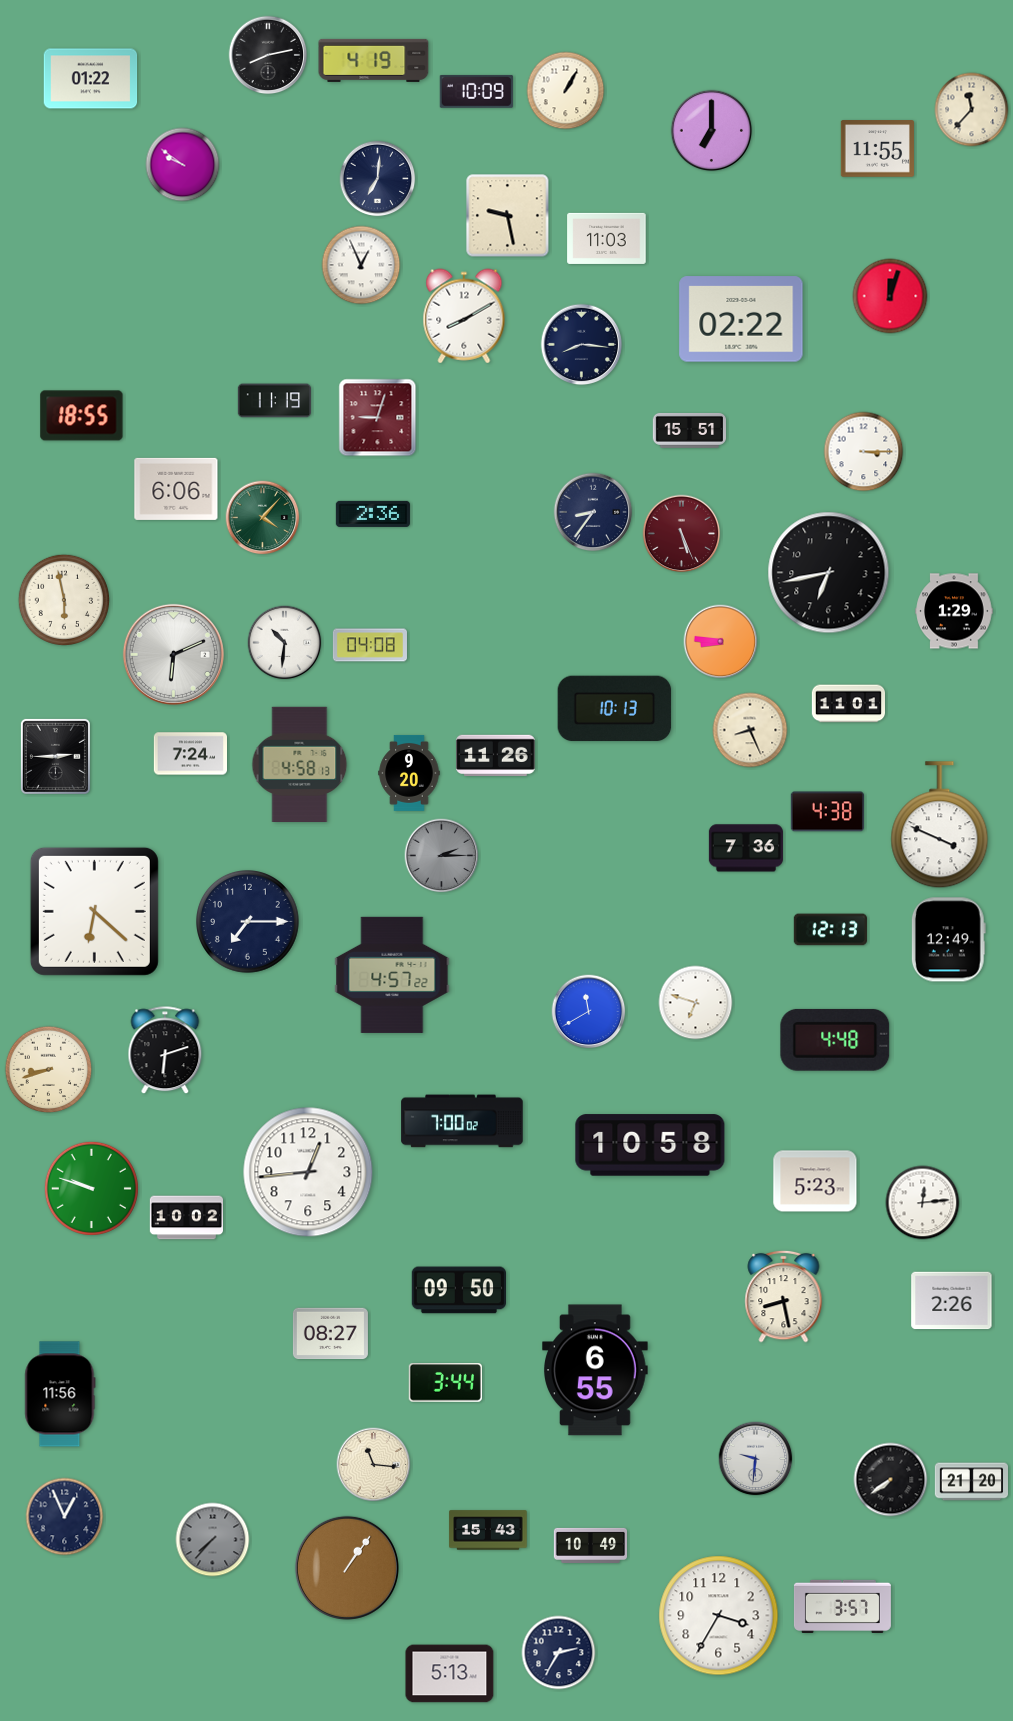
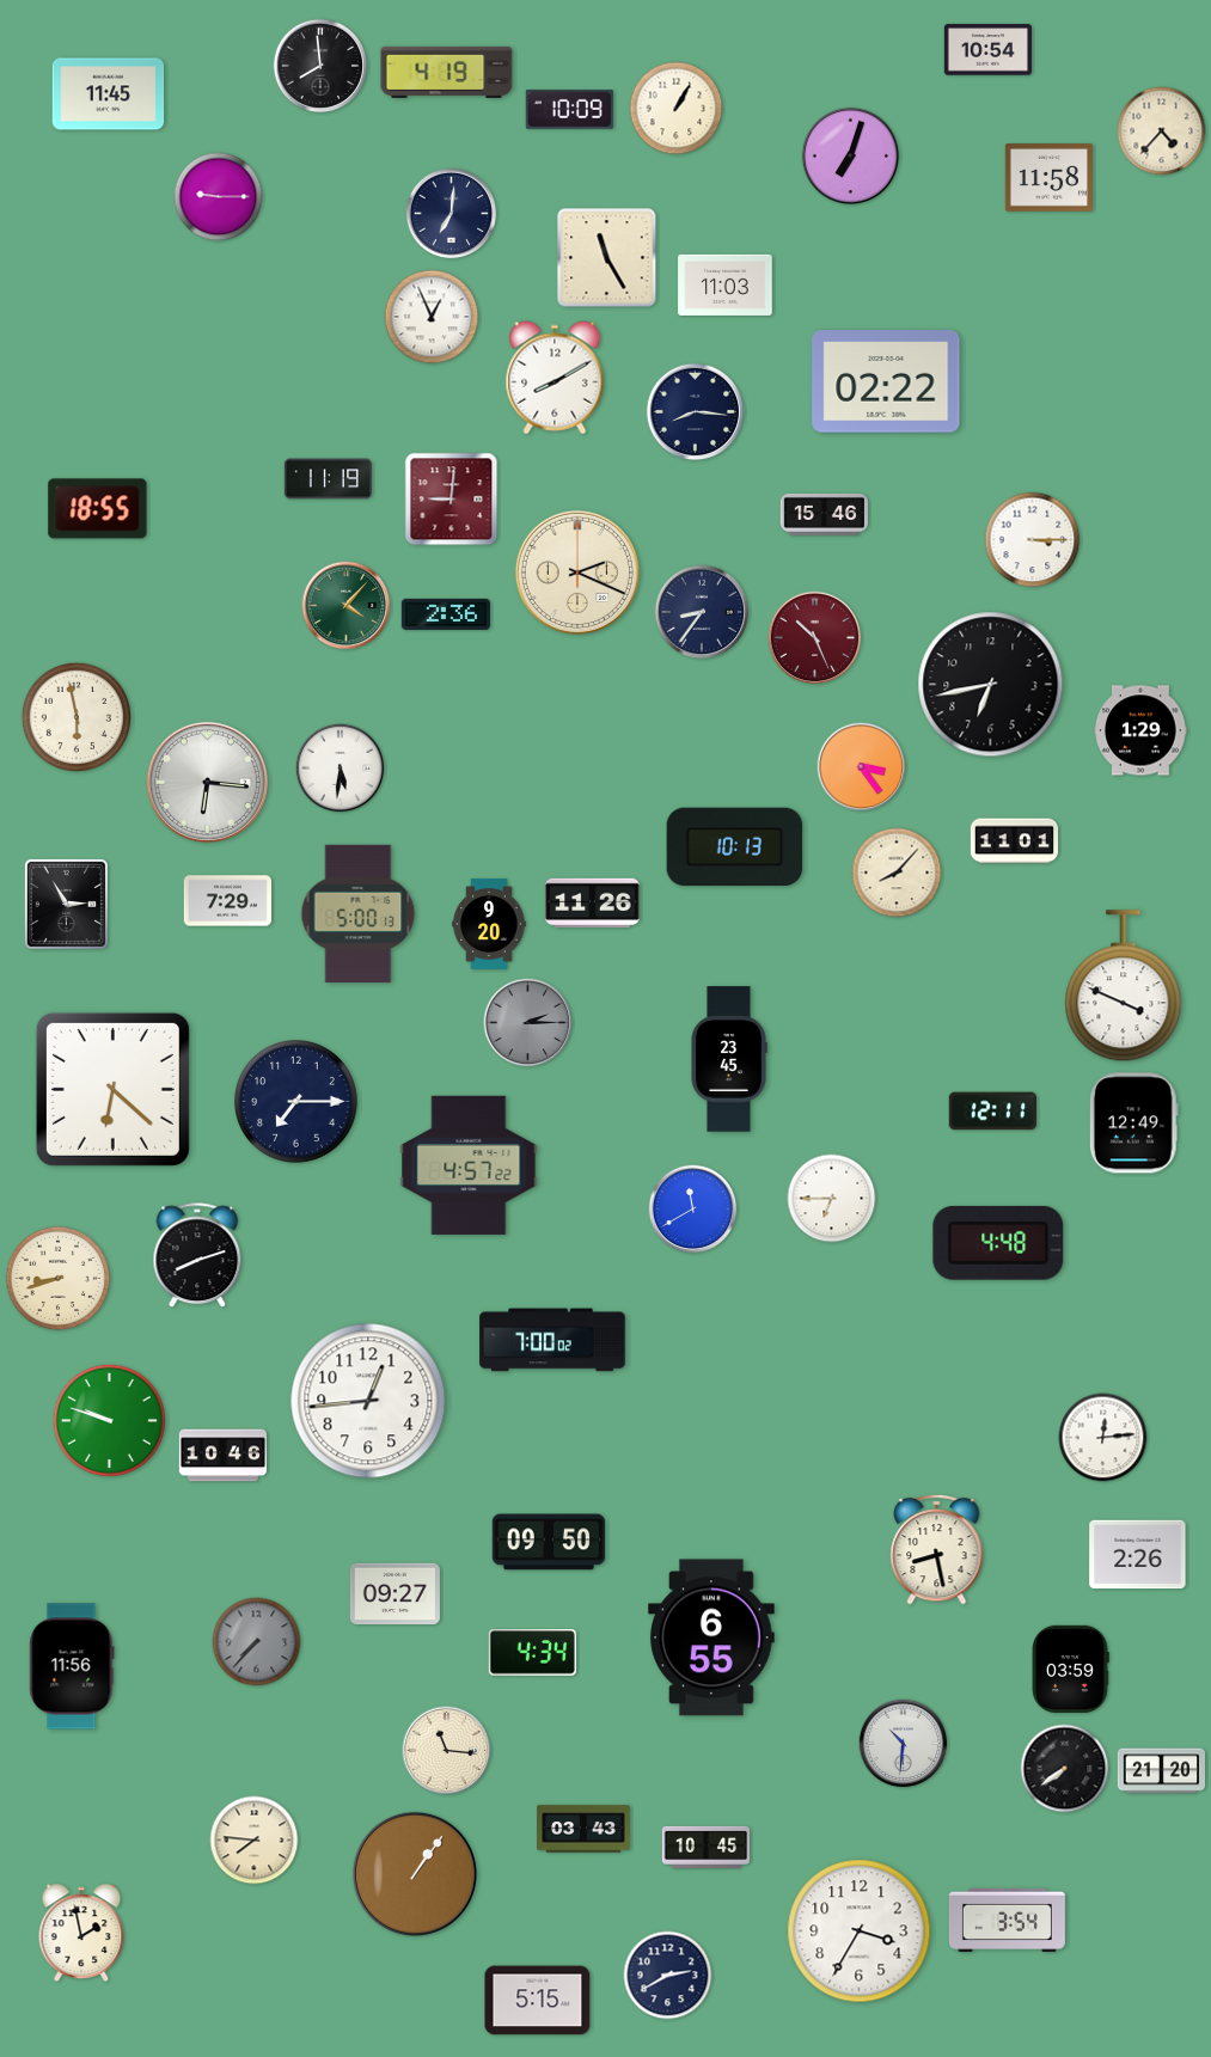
clock at (987, 50): none -> 10:54
clock at (268, 55): 8:13 -> 7:59
clock at (91, 79): 01:22 -> 11:45
clock at (972, 110): 11:37 -> 4:37
clock at (712, 131): 7:00 -> 7:03
clock at (877, 149): 11:55 -> 11:58
clock at (183, 165): 9:51 -> 9:15
clock at (508, 216): 9:28 -> 11:25
clock at (890, 296): 12:03 -> none
clock at (82, 416) position: (82, 416) -> (98, 509)
clock at (378, 418): 9:03 -> 9:01
clock at (689, 430): 15:51 -> 15:46
clock at (577, 573): none -> 2:19
clock at (176, 489): 6:06 -> none
clock at (593, 512) position: (593, 512) -> (702, 612)
clock at (263, 518) position: (263, 518) -> (347, 606)
clock at (682, 534): 5:26 -> 10:26
clock at (721, 642): 8:46 -> 3:24
clock at (285, 643): 10:31 -> 5:31
clock at (370, 645): 04:08 -> none
clock at (173, 654): 6:11 -> 6:16
clock at (750, 730): 8:26 -> 8:07
clock at (190, 754): 7:24 -> 7:29
clock at (55, 756): 2:45 -> 2:55
clock at (300, 764): 4:58 -> 5:00
clock at (827, 812): 4:38 -> none
clock at (746, 848): 7:36 -> none
clock at (729, 1059): none -> 23:45
clock at (830, 930): 12:13 -> 12:11
clock at (696, 1003): 6:48 -> 6:45
clock at (589, 1012) position: (589, 1012) -> (693, 1210)
clock at (165, 1051): 6:12 -> 8:12
clock at (650, 1145): 10:58 -> none
clock at (815, 1181): 5:23 -> none
clock at (186, 1218): 10:02 -> 10:46
clock at (330, 1334): 08:27 -> 09:27
clock at (257, 1642): none -> 7:37
clock at (445, 1383): 3:44 -> 4:34
clock at (1070, 1669): none -> 03:59
clock at (756, 1459): 9:31 -> 10:31
clock at (65, 1517): 12:56 -> none
clock at (488, 1530): 15:43 -> 03:43
clock at (213, 1540): 7:37 -> 7:46
clock at (213, 1540) dial: grey -> cream
clock at (591, 1545): 10:49 -> 10:45
clock at (842, 1606): 3:57 -> 3:54
clock at (81, 1932): none -> 1:58
clock at (559, 1653): 2:35 -> 2:40
clock at (450, 1674): 5:13 -> 5:15
